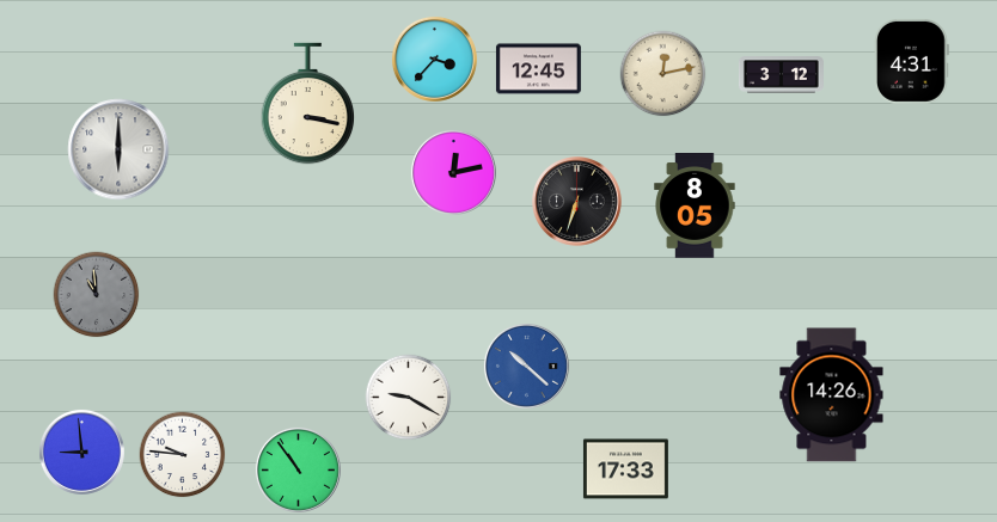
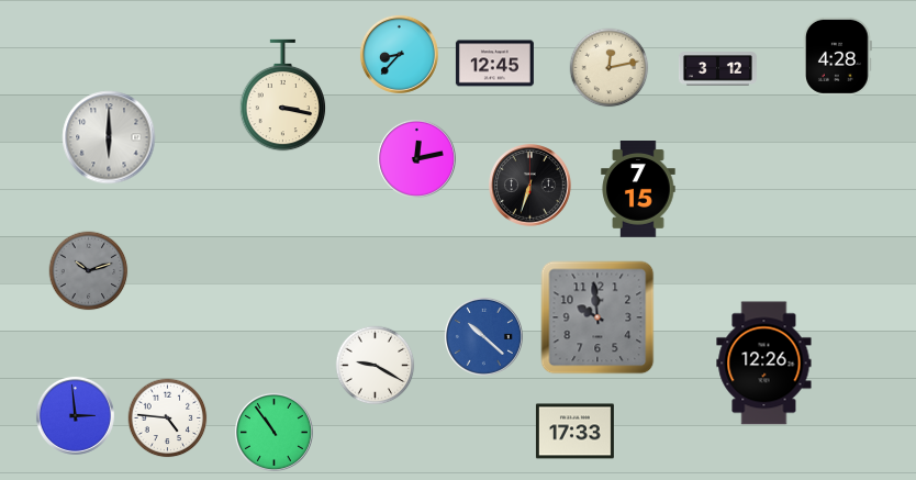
clock at (434, 59): 3:37 -> 8:37
clock at (912, 61): 4:31 -> 4:28
clock at (695, 207): 8:05 -> 7:15
clock at (97, 295): 10:59 -> 10:12
clock at (597, 317): none -> 9:59
clock at (832, 395): 14:26 -> 12:26
clock at (81, 452): 8:59 -> 2:59
clock at (183, 455): 9:46 -> 4:46
